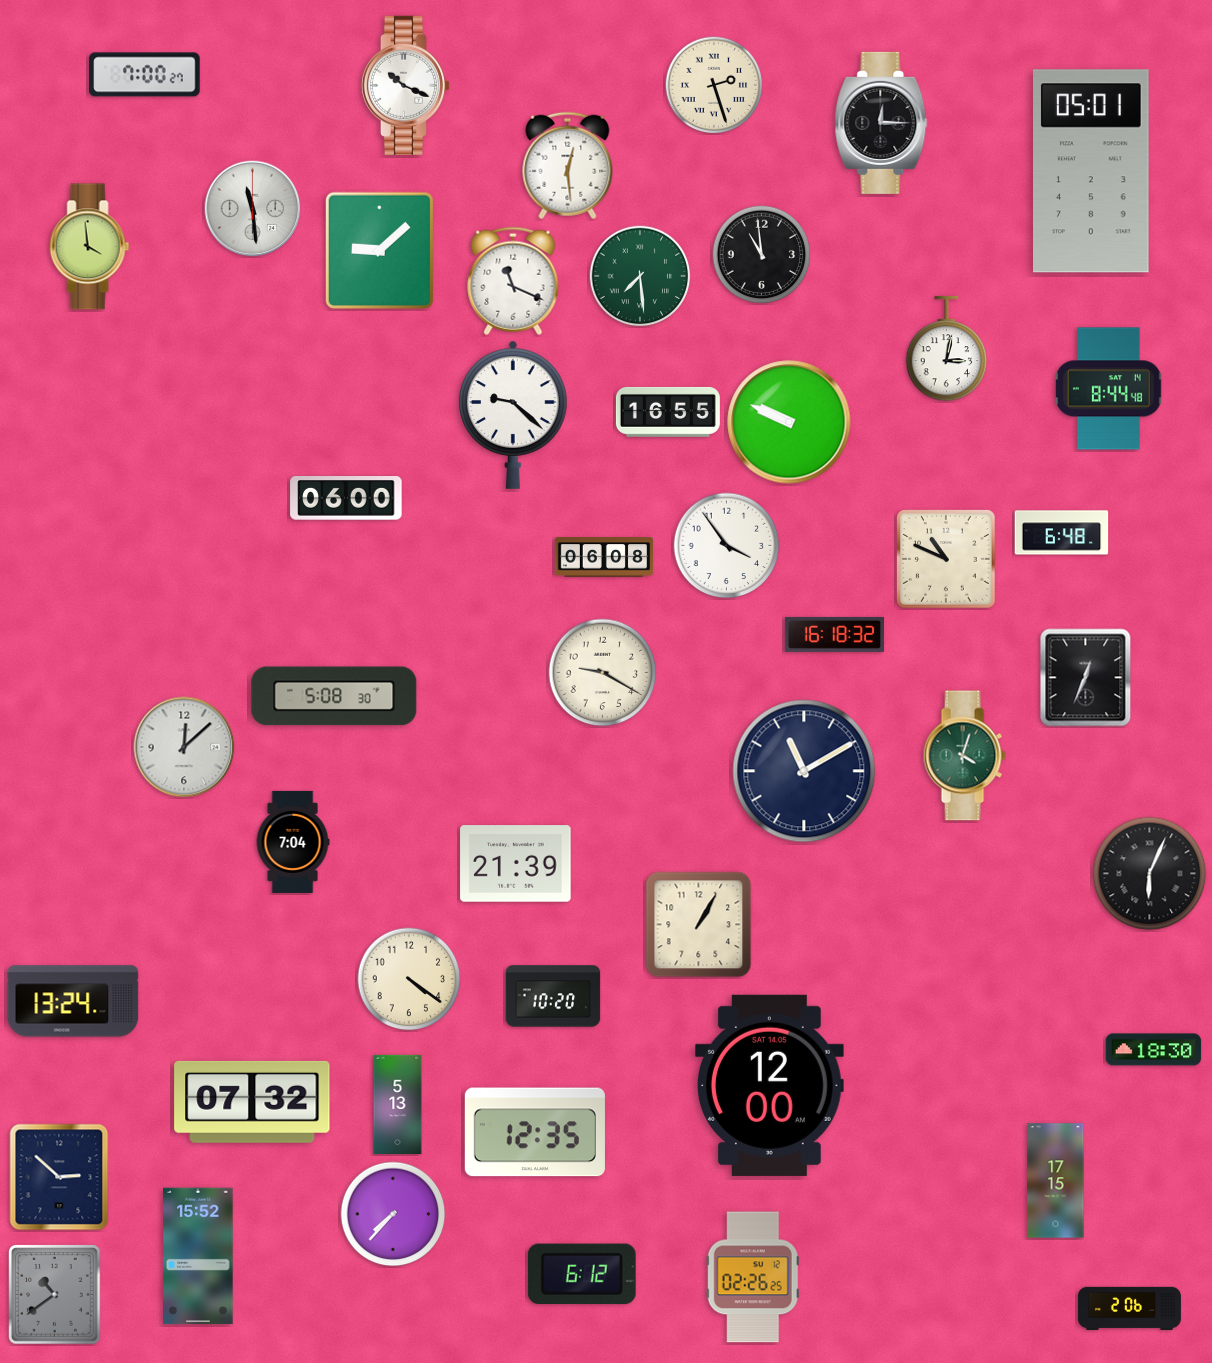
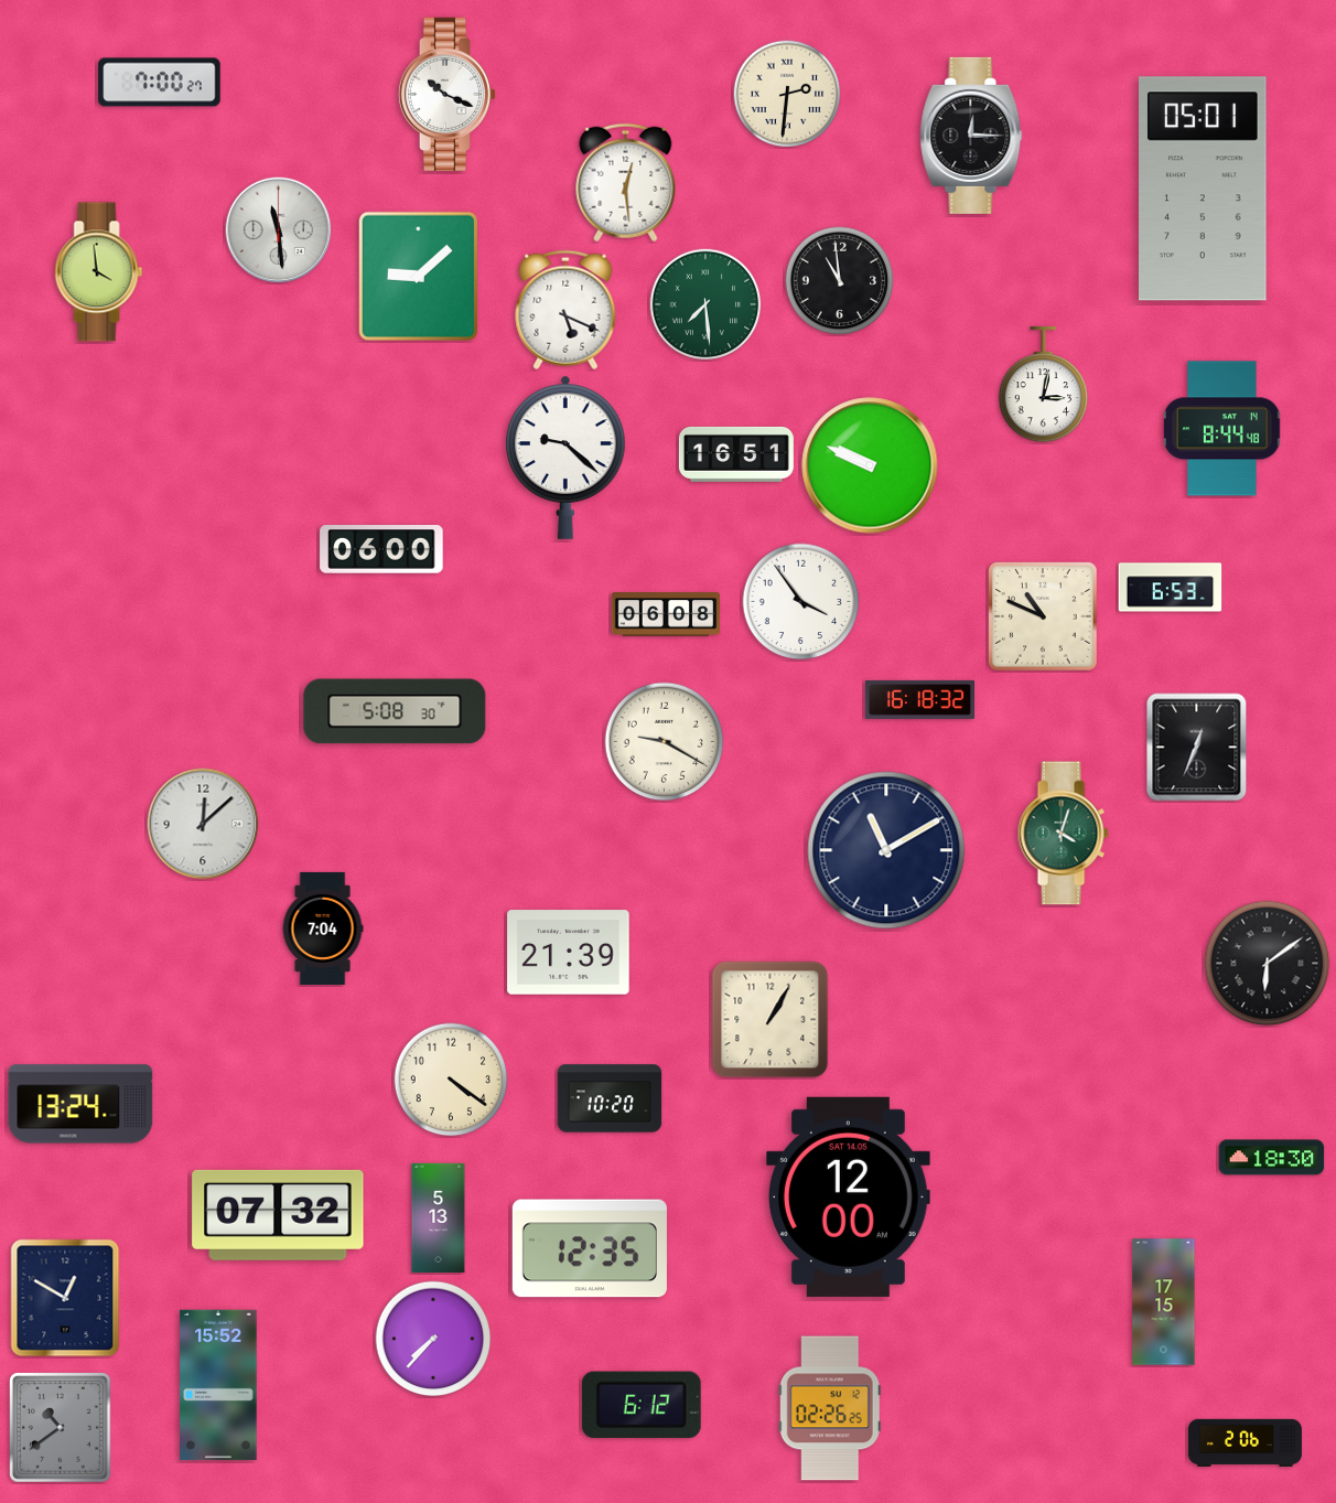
clock at (714, 85): 2:27 -> 2:31
clock at (513, 281): 11:19 -> 5:19
clock at (668, 412): 16:55 -> 16:51
clock at (1062, 533): 6:48 -> 6:53
clock at (334, 696) position: (334, 696) -> (395, 711)
clock at (1150, 874): 6:04 -> 6:09
clock at (59, 1177): 2:52 -> 12:50
